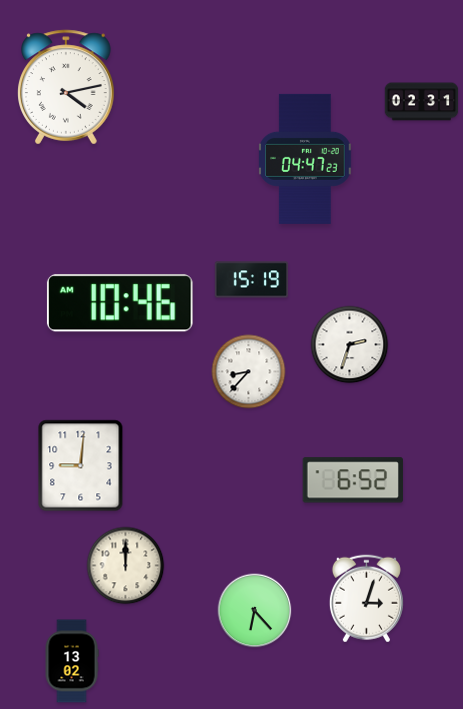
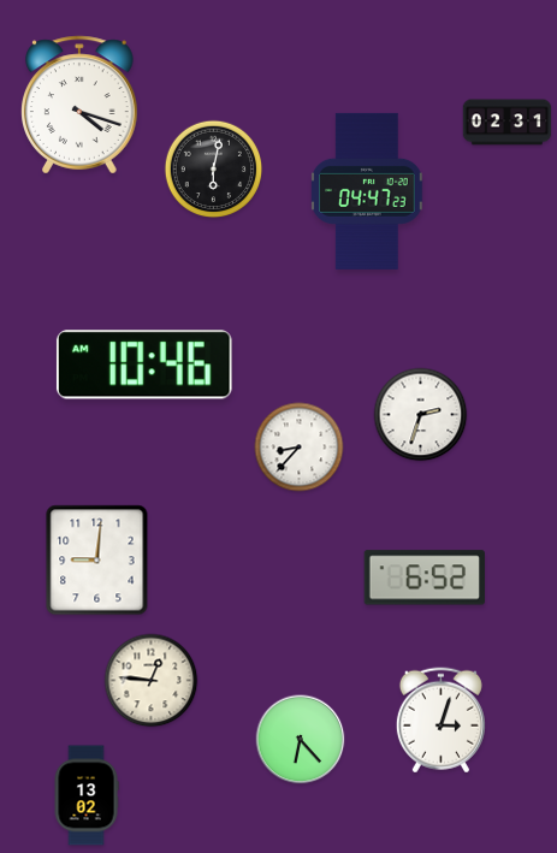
clock at (66, 87): 4:13 -> 4:18
clock at (214, 170): none -> 6:02
clock at (252, 280): 15:19 -> none
clock at (126, 566): 12:00 -> 12:46
clock at (255, 611) position: (255, 611) -> (301, 740)
